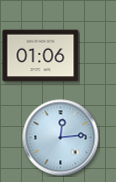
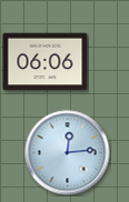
clock at (41, 56): 01:06 -> 06:06
